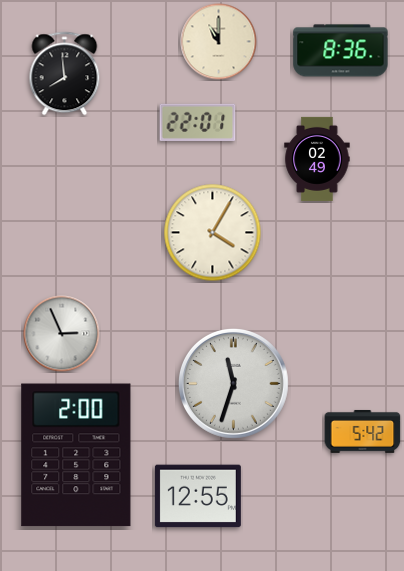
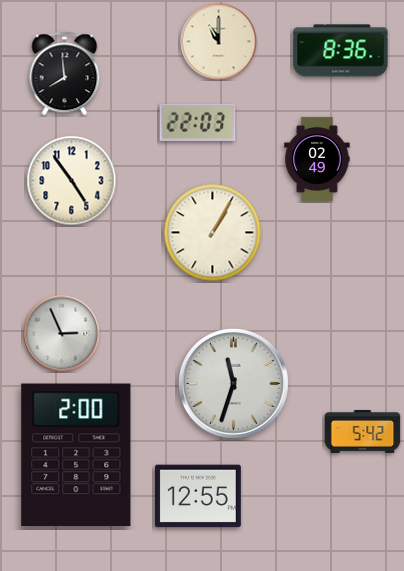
clock at (198, 122): 22:01 -> 22:03
clock at (72, 181): none -> 4:54
clock at (213, 233): 4:05 -> 1:05
